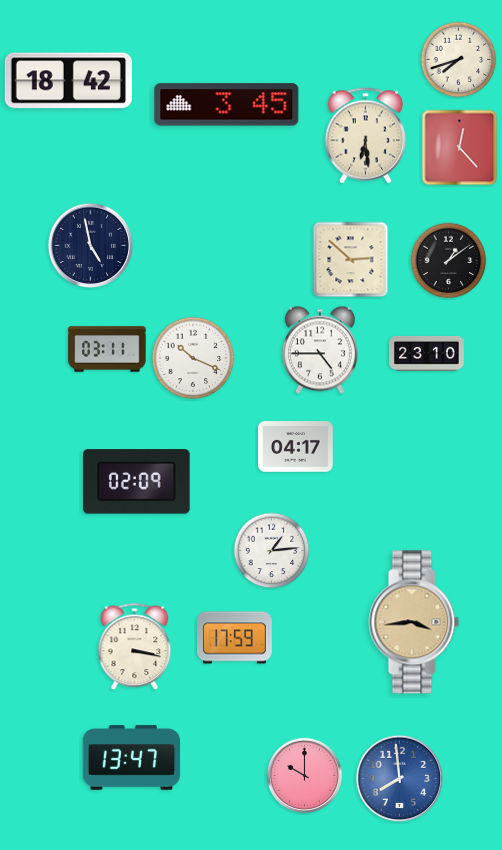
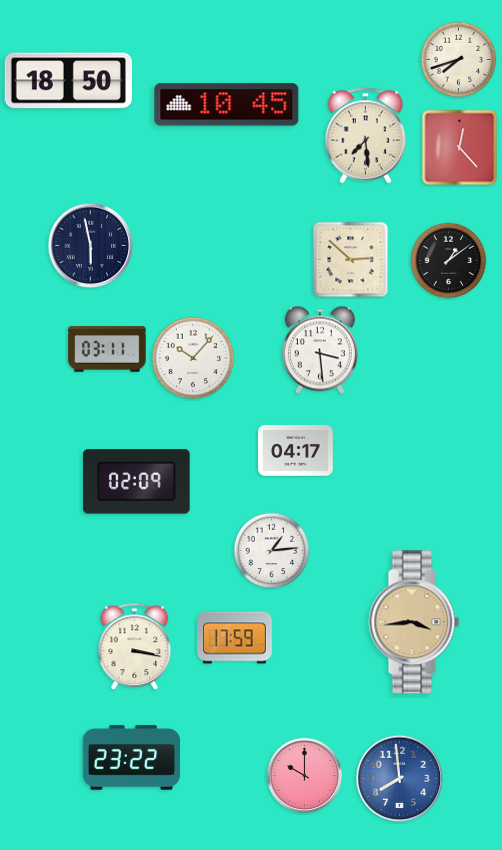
clock at (68, 81): 18:42 -> 18:50
clock at (227, 105): 3:45 -> 10:45
clock at (366, 136): 6:29 -> 7:29
clock at (91, 246): 4:58 -> 5:58
clock at (320, 350): 4:45 -> 3:29
clock at (427, 353): 23:10 -> none
clock at (193, 358): 10:19 -> 10:07
clock at (296, 447) position: (296, 447) -> (296, 451)
clock at (132, 758): 13:47 -> 23:22
